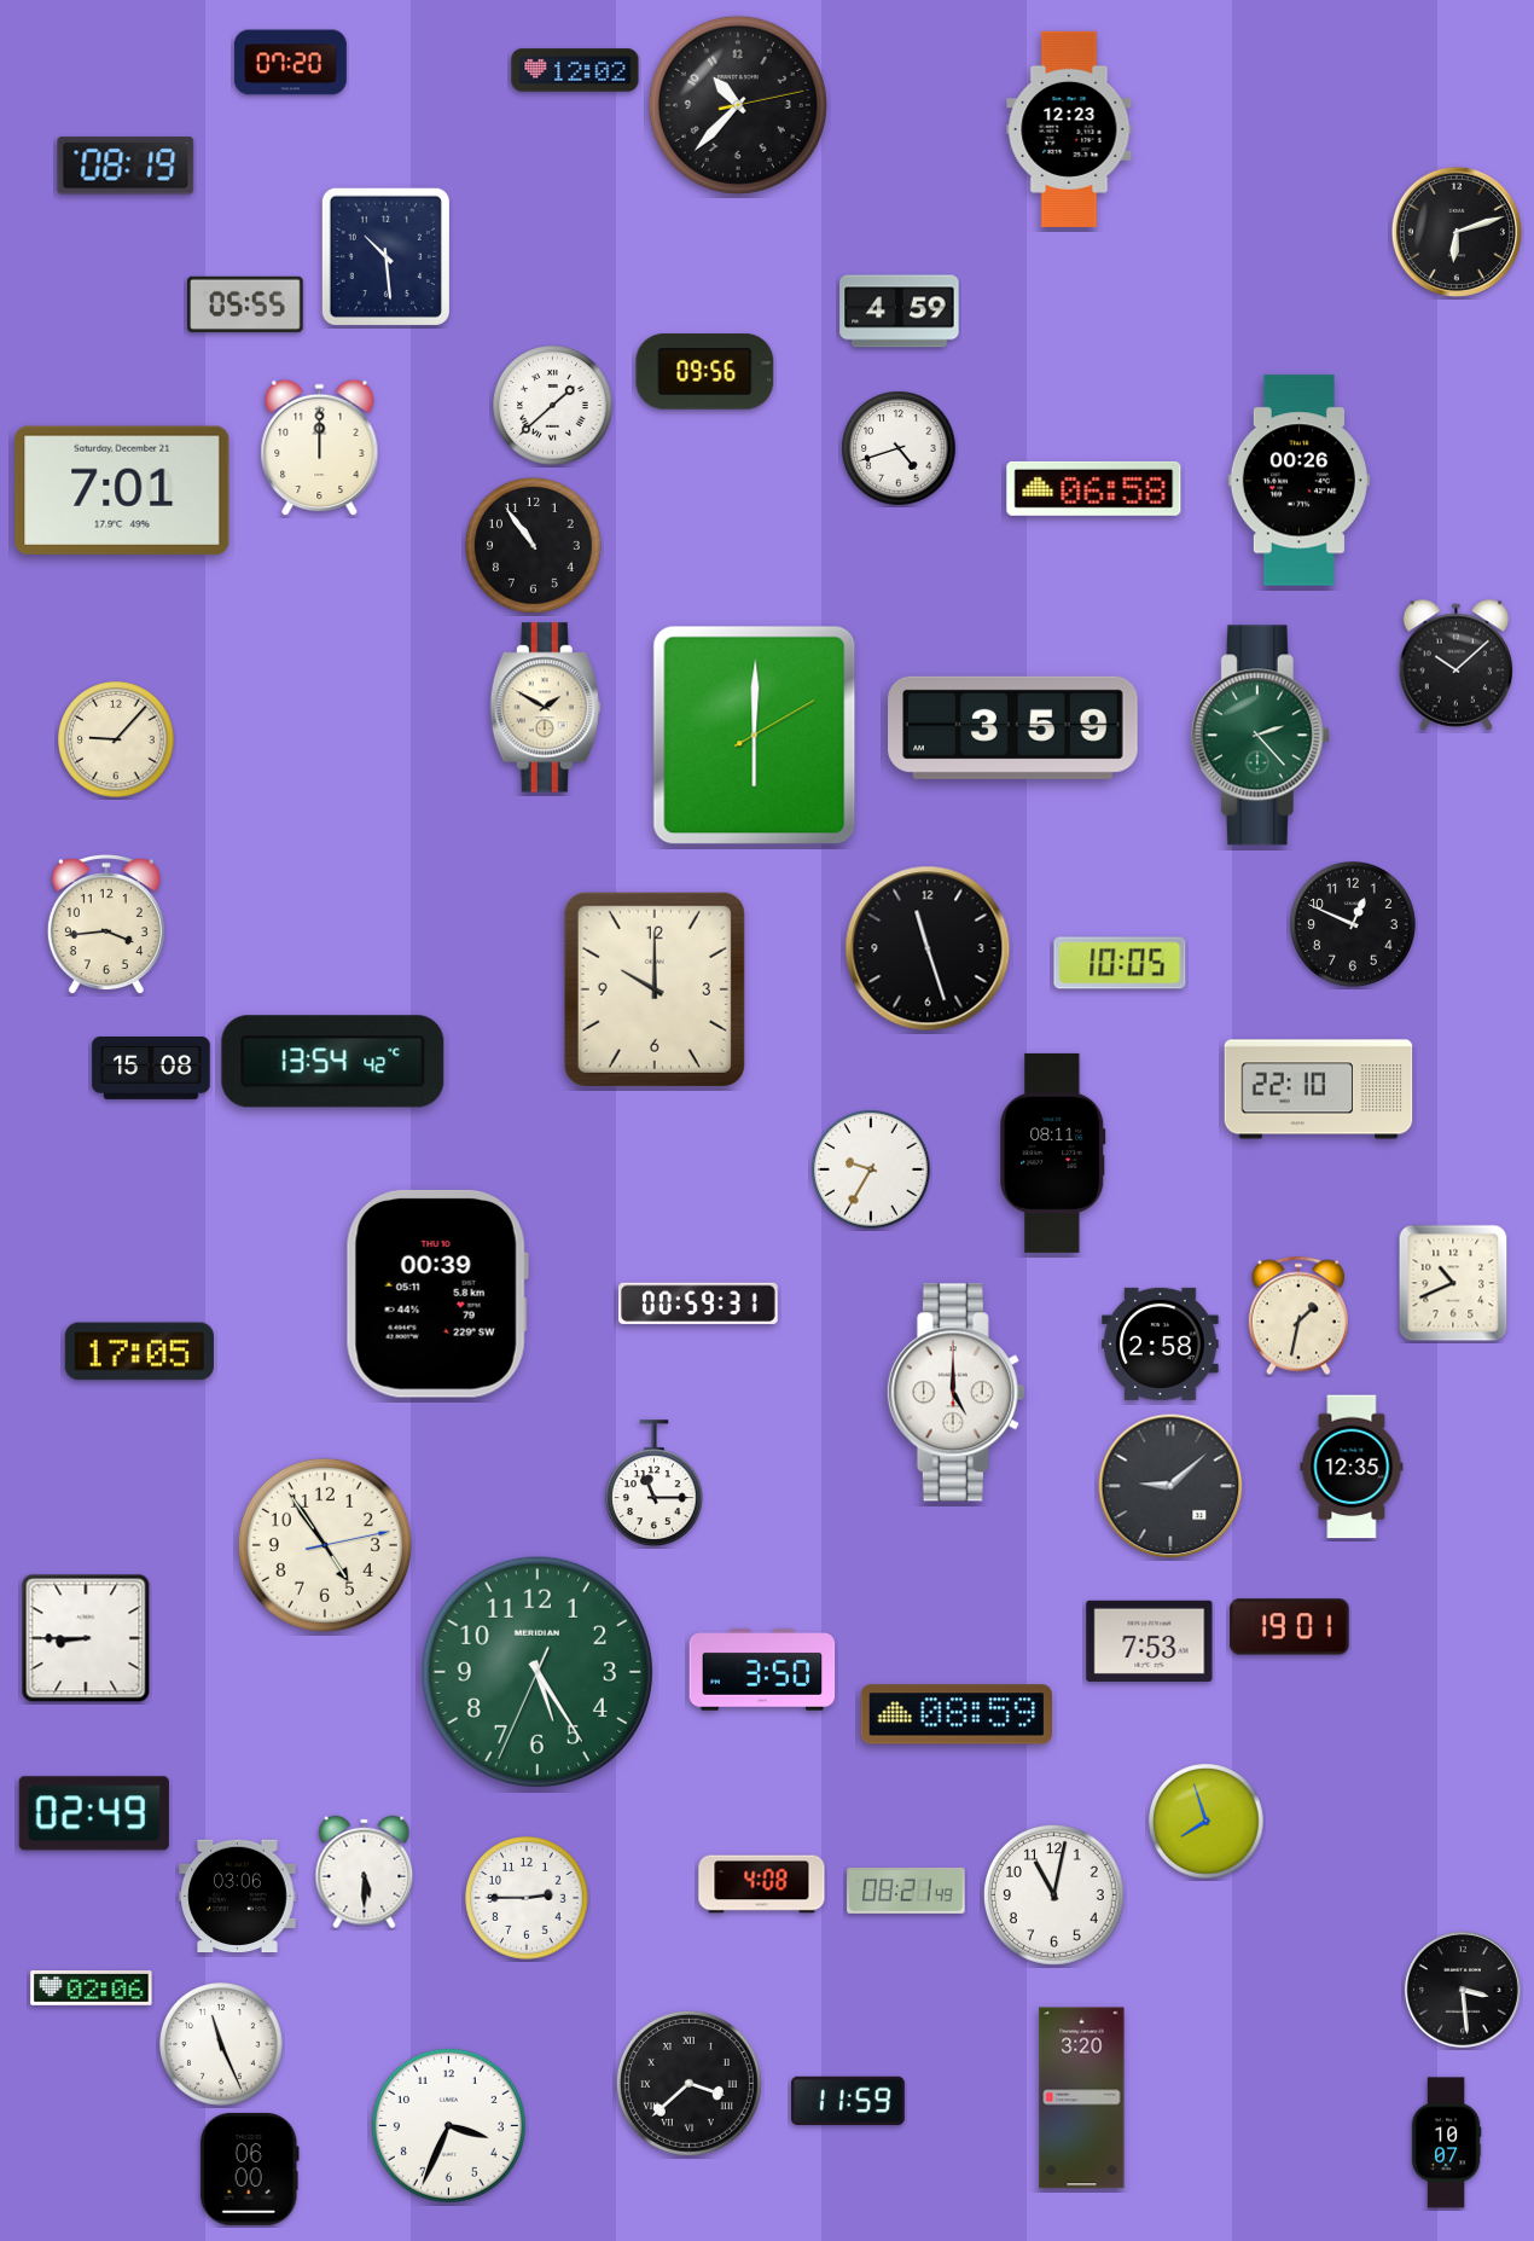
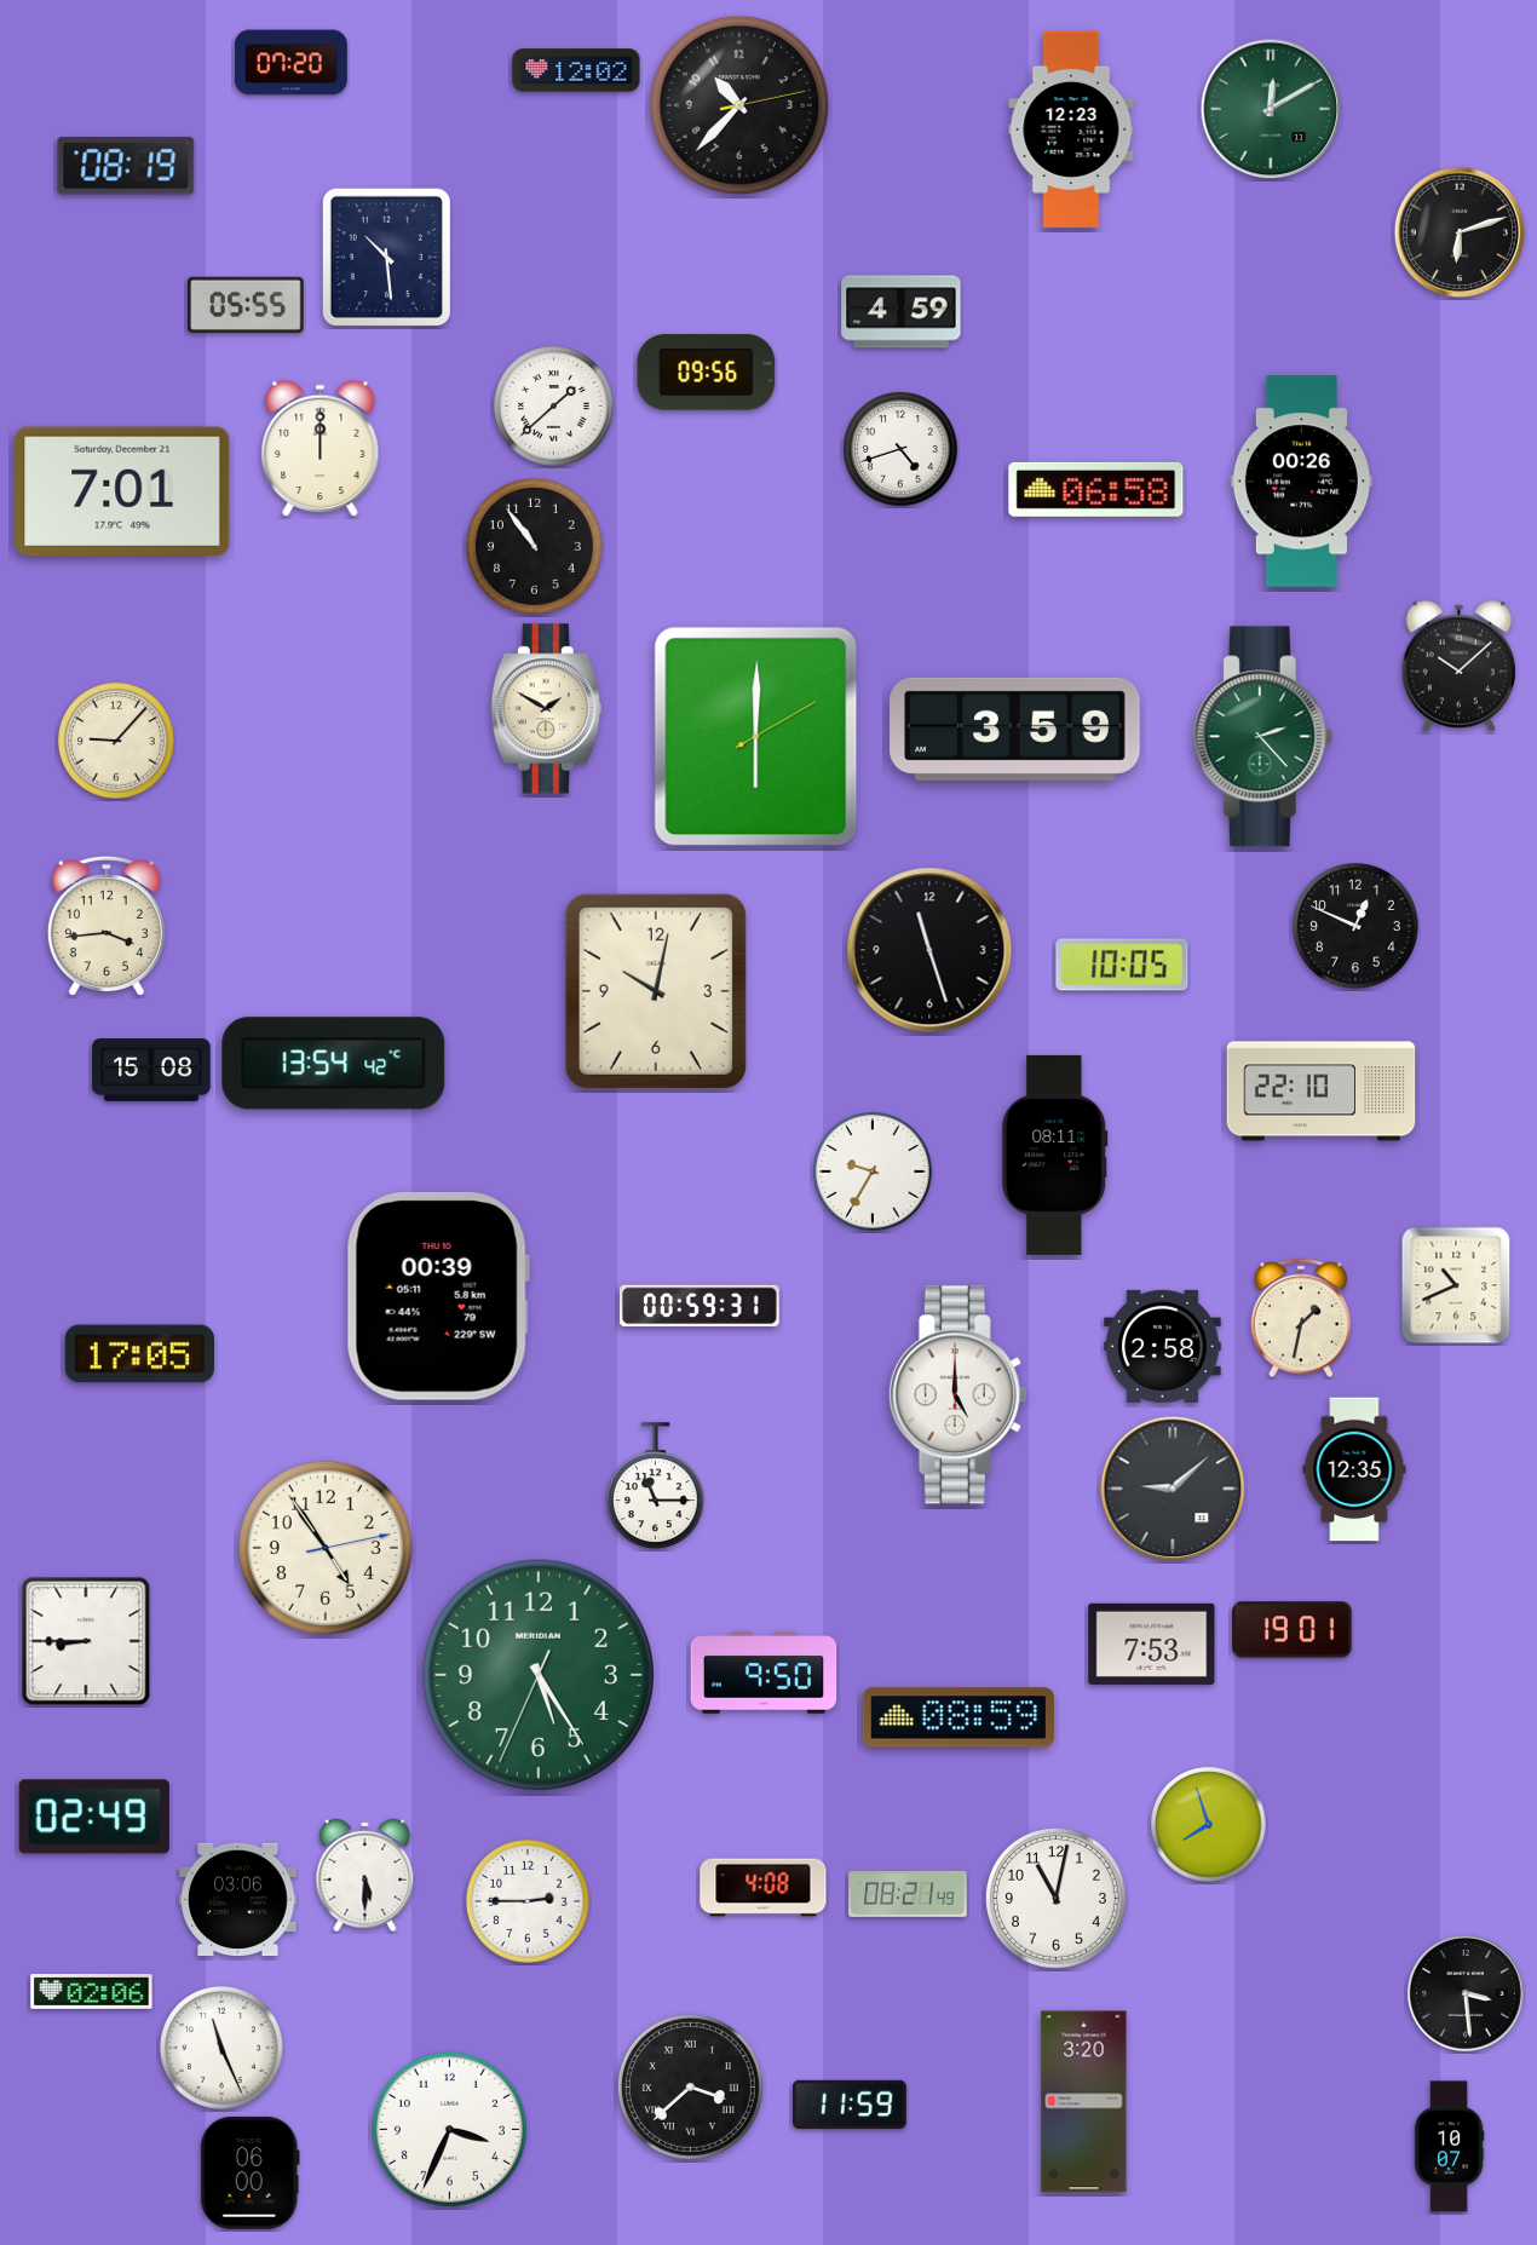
clock at (1271, 109): none -> 12:10
clock at (655, 989): 10:00 -> 10:02
clock at (762, 1670): 3:50 -> 9:50
